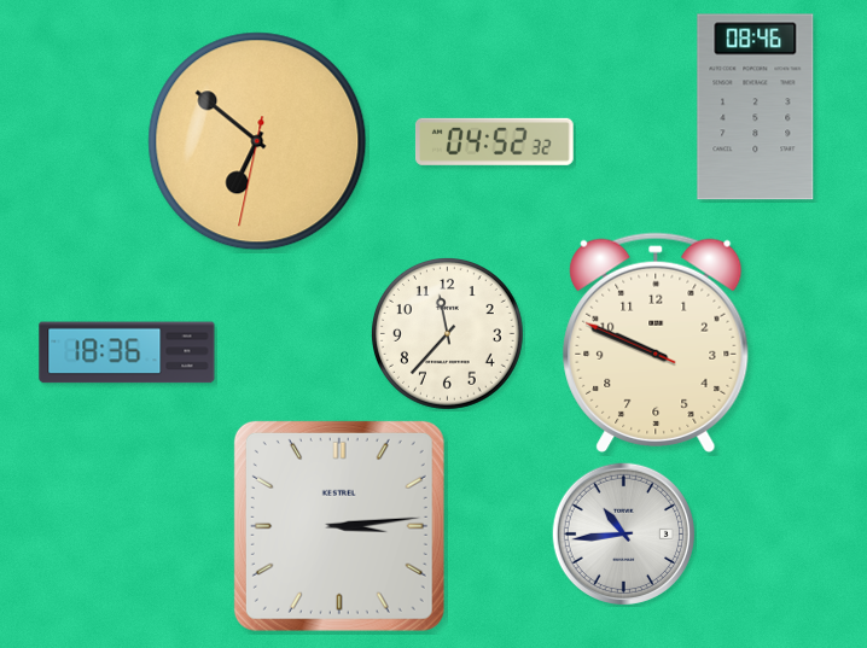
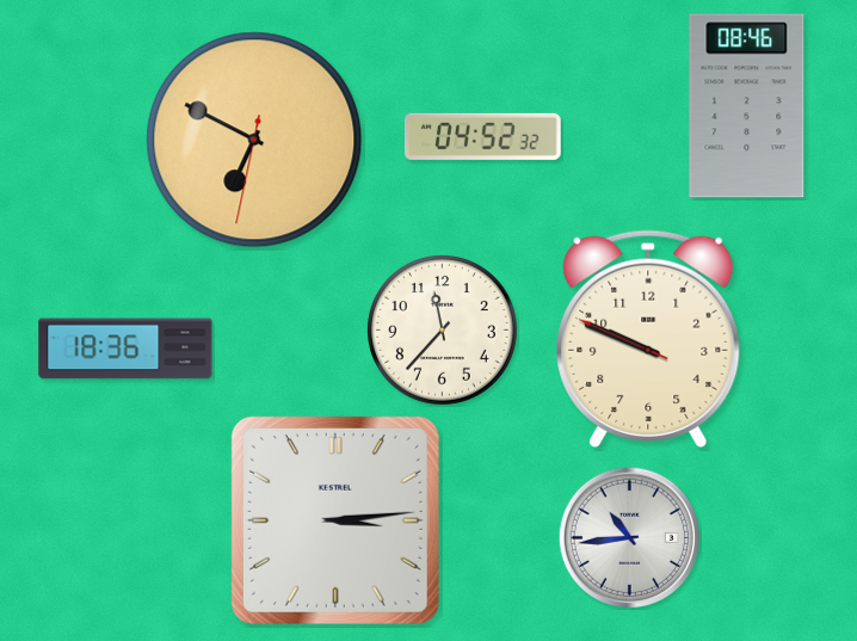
clock at (257, 141): 6:51 -> 6:49
clock at (494, 141) position: (494, 141) -> (482, 136)
clock at (623, 533) position: (623, 533) -> (629, 537)
